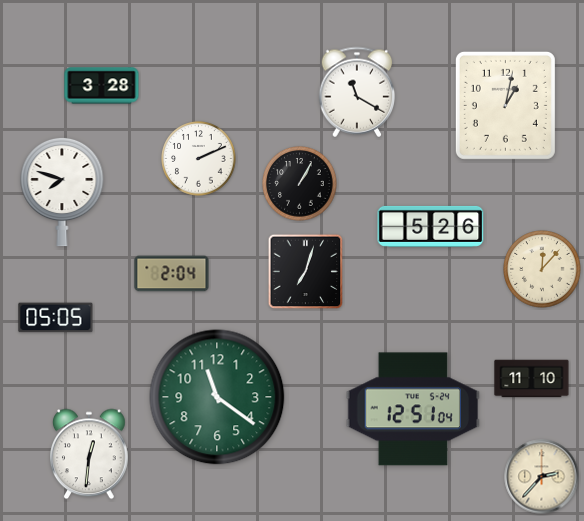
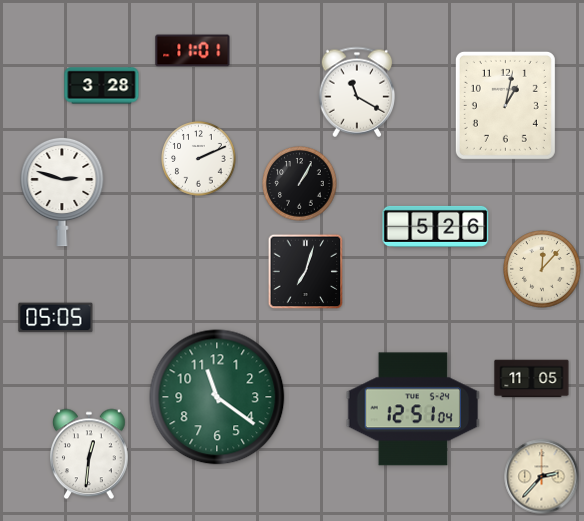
clock at (193, 51): none -> 11:01
clock at (62, 192): 7:48 -> 2:48
clock at (431, 226) position: (431, 226) -> (436, 226)
clock at (172, 274): 2:04 -> none
clock at (532, 379): 11:10 -> 11:05
